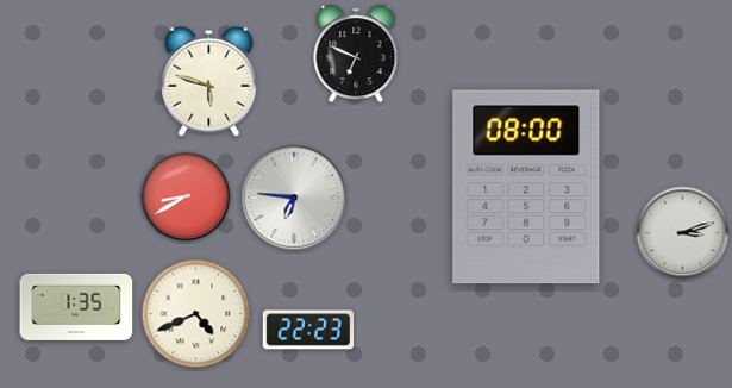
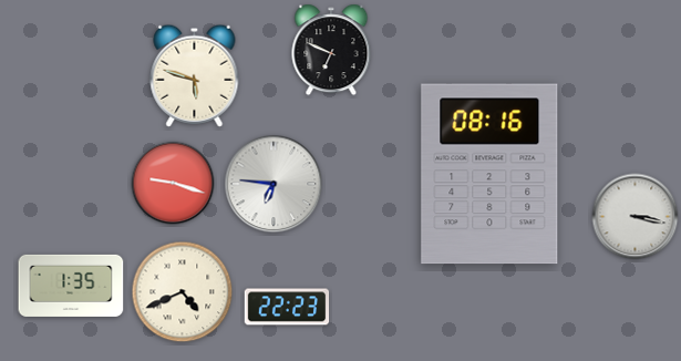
clock at (526, 187): 08:00 -> 08:16
clock at (186, 196): 8:40 -> 9:18
clock at (683, 233): 3:12 -> 3:17
